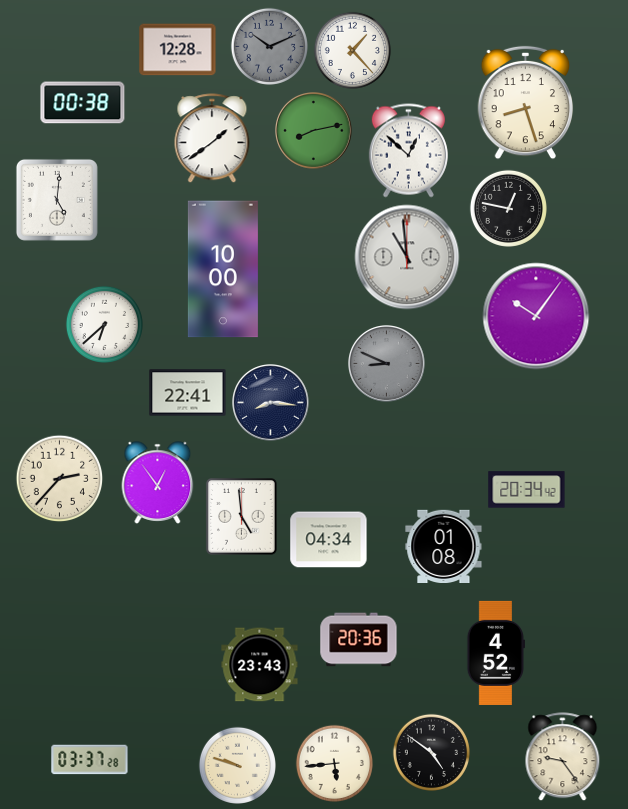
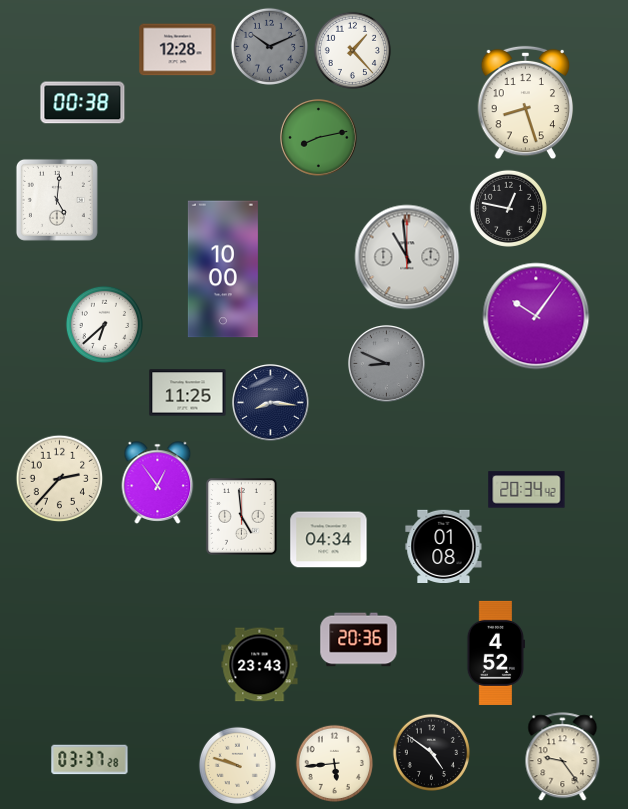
clock at (314, 131) position: (314, 131) -> (319, 138)
clock at (212, 138): 1:39 -> none
clock at (408, 151): 12:52 -> none
clock at (188, 393): 22:41 -> 11:25
